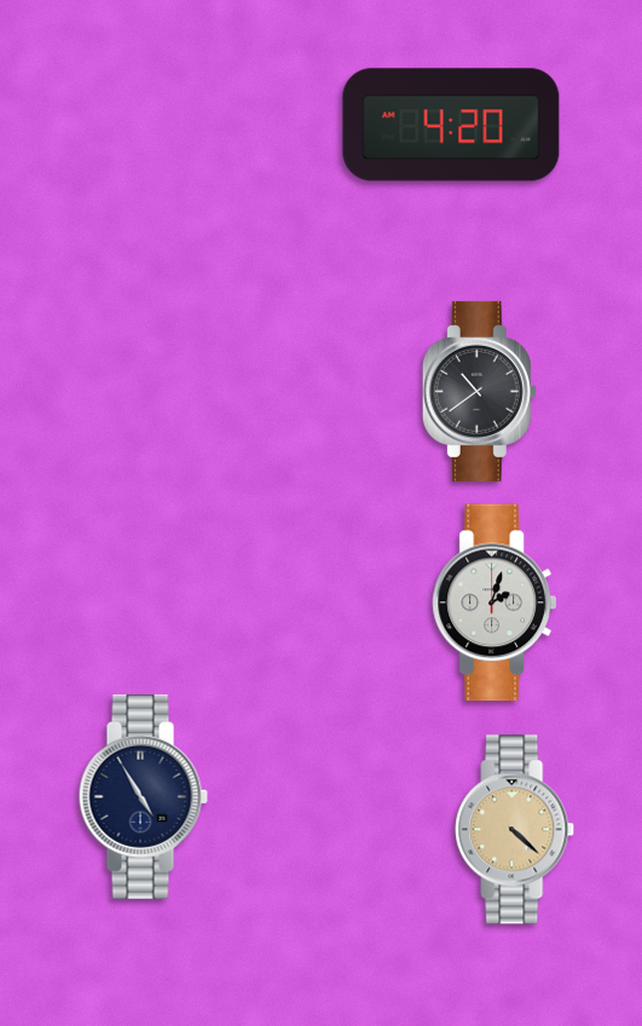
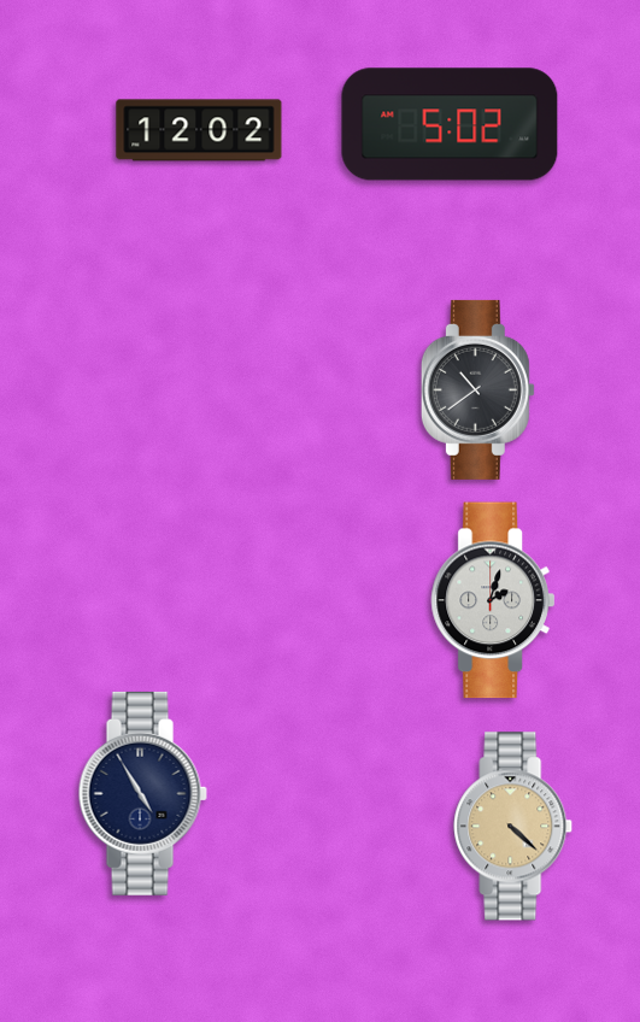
clock at (451, 125): 4:20 -> 5:02
clock at (199, 130): none -> 12:02
